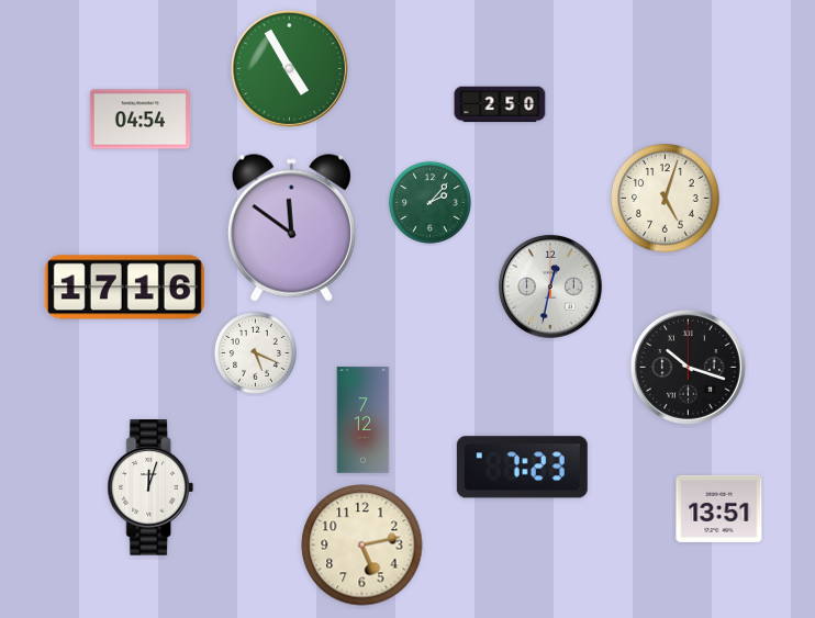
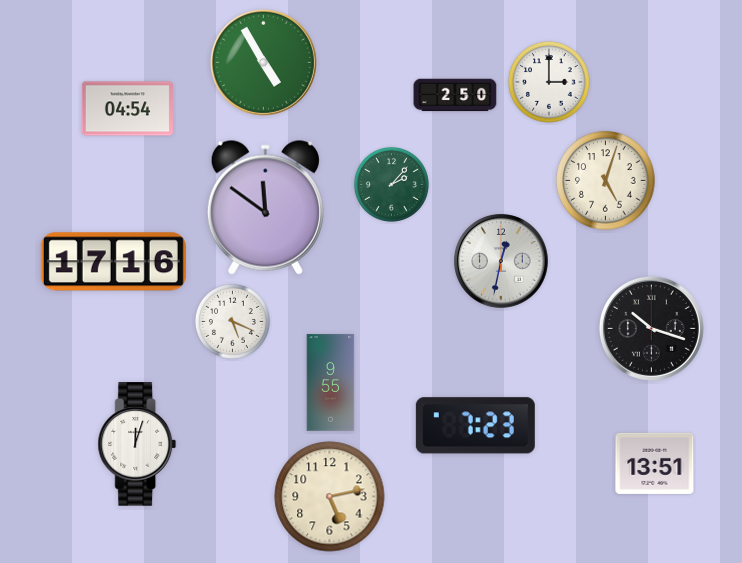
clock at (549, 82): none -> 3:00
clock at (688, 367) position: (688, 367) -> (651, 328)
clock at (364, 420): 7:12 -> 9:55
